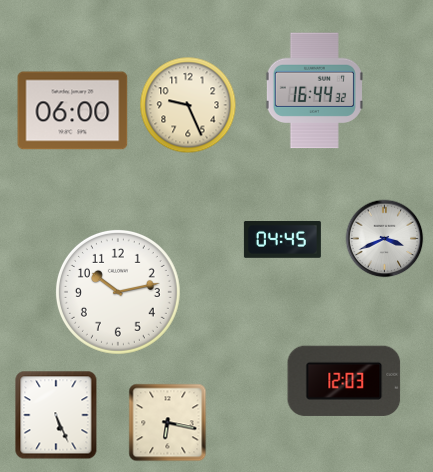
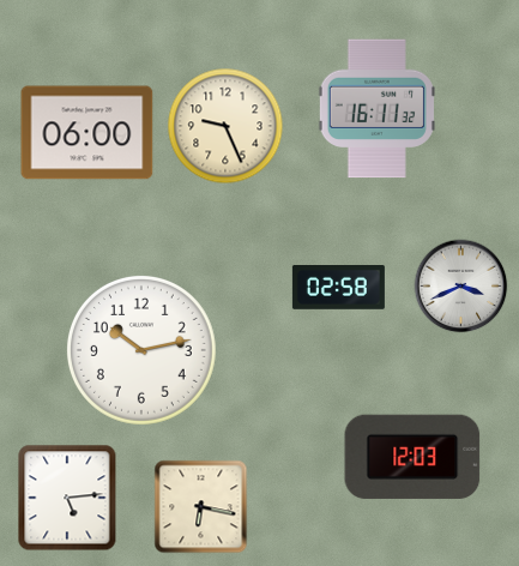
clock at (314, 91): 16:44 -> 16:11
clock at (282, 240): 04:45 -> 02:58
clock at (56, 415): 5:26 -> 5:14
